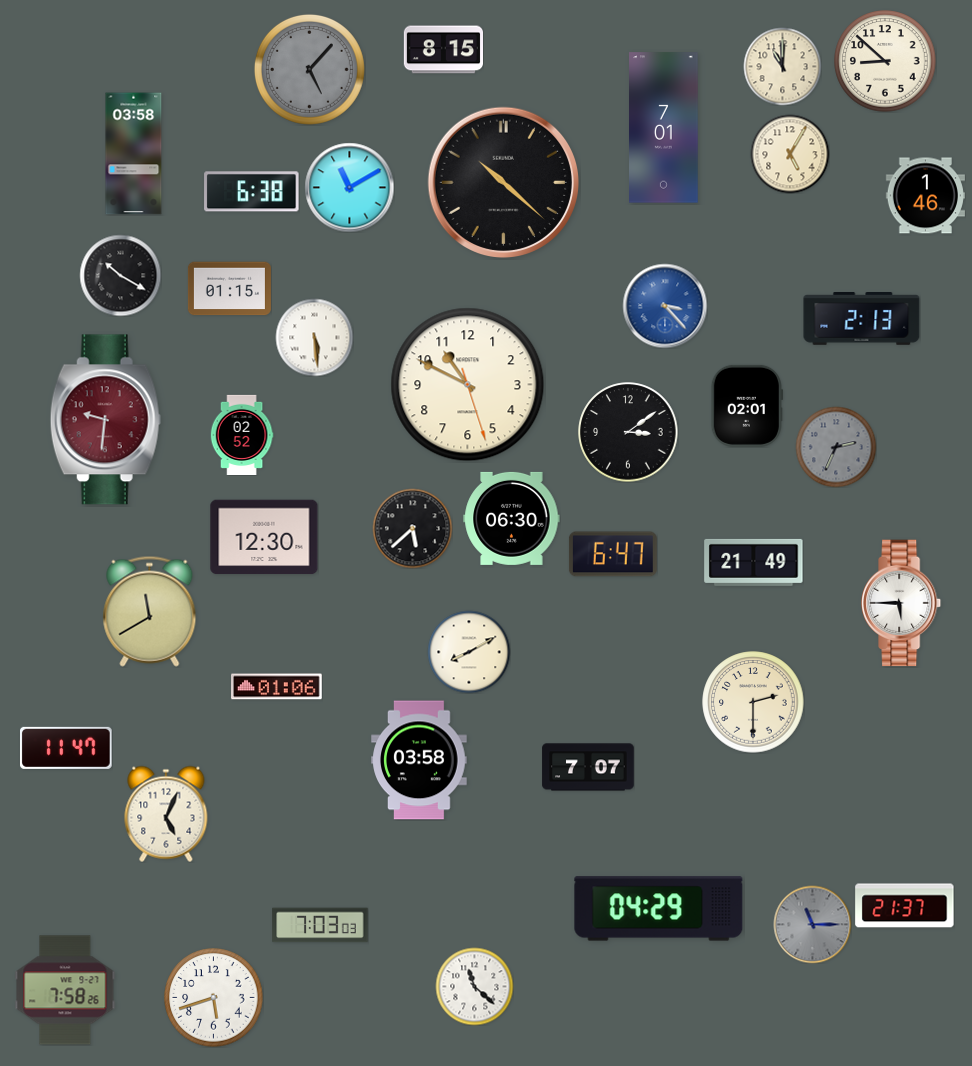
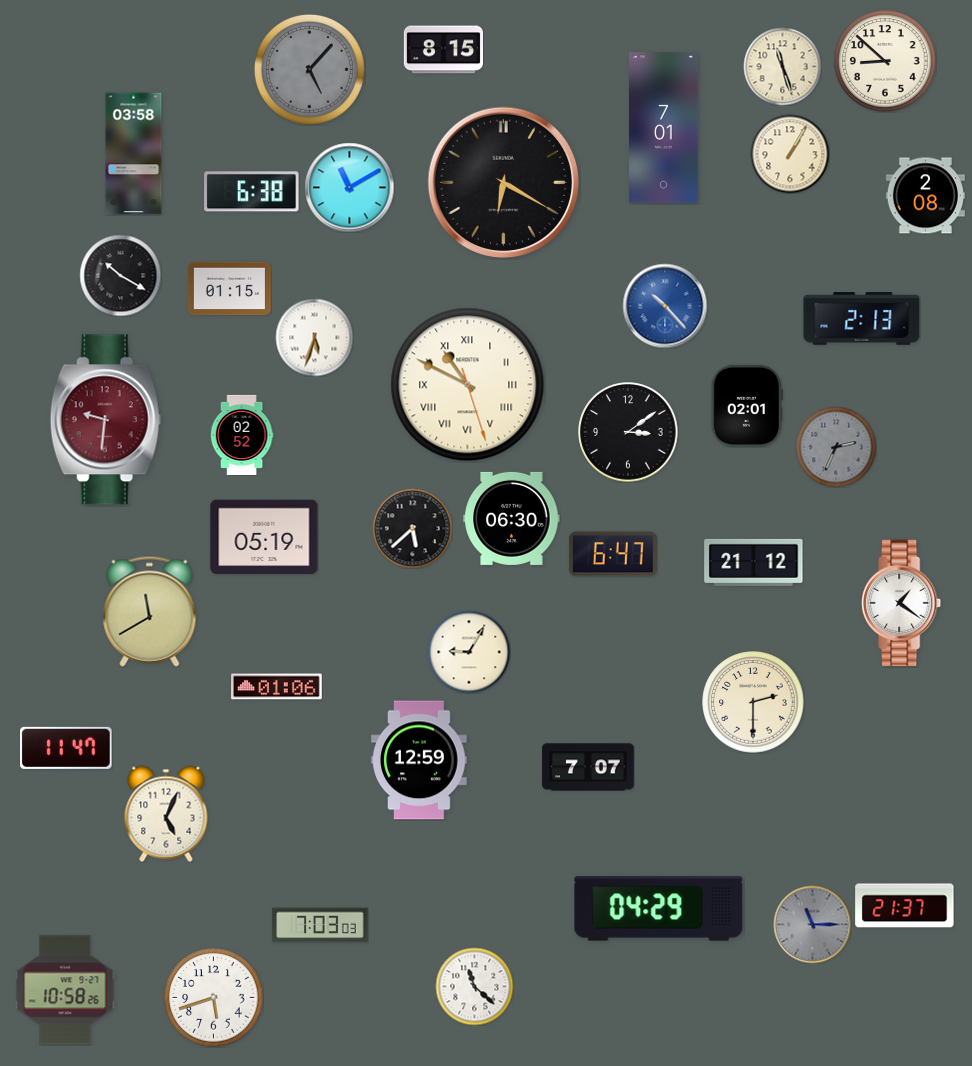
clock at (782, 66): 11:00 -> 11:27
clock at (790, 154): 5:05 -> 1:05
clock at (503, 182): 10:22 -> 6:20
clock at (925, 196): 1:46 -> 2:08
clock at (665, 306): 3:23 -> 10:23
clock at (314, 337): 5:29 -> 5:33
clock at (468, 385) numerals: Arabic -> Roman
clock at (264, 537): 12:30 -> 05:19
clock at (754, 562): 21:49 -> 21:12
clock at (902, 603): 5:45 -> 1:21
clock at (469, 652): 8:10 -> 9:05
clock at (419, 760): 03:58 -> 12:59
clock at (65, 990): 7:58 -> 10:58
